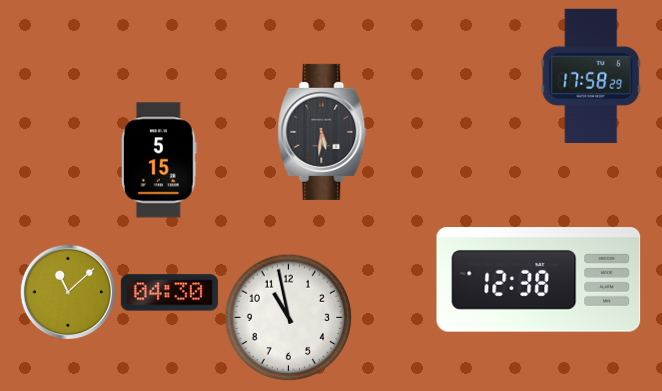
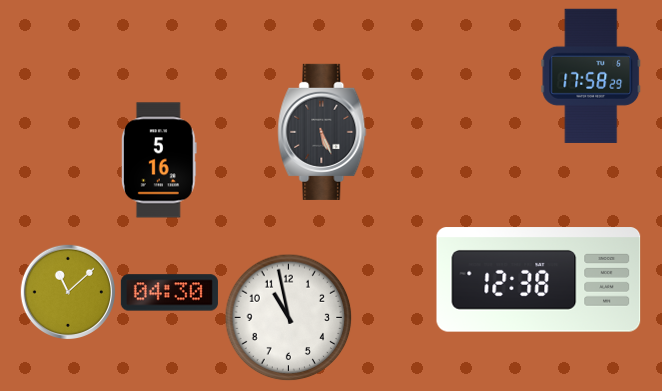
clock at (322, 132): 5:31 -> 5:26
clock at (159, 160): 5:15 -> 5:16
